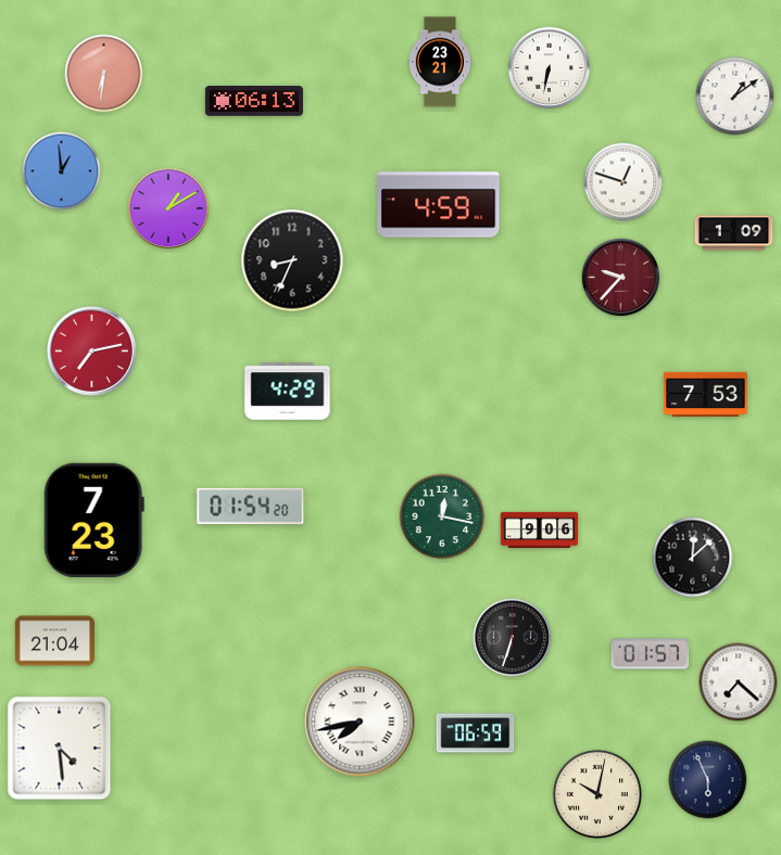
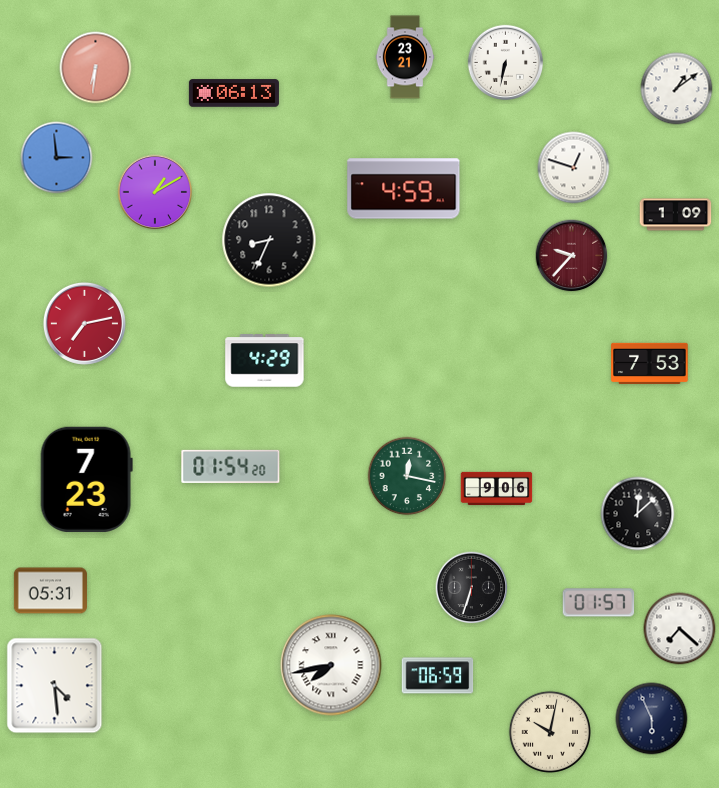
clock at (62, 171): 12:59 -> 2:59
clock at (54, 641): 21:04 -> 05:31
clock at (60, 749) position: (60, 749) -> (55, 686)
